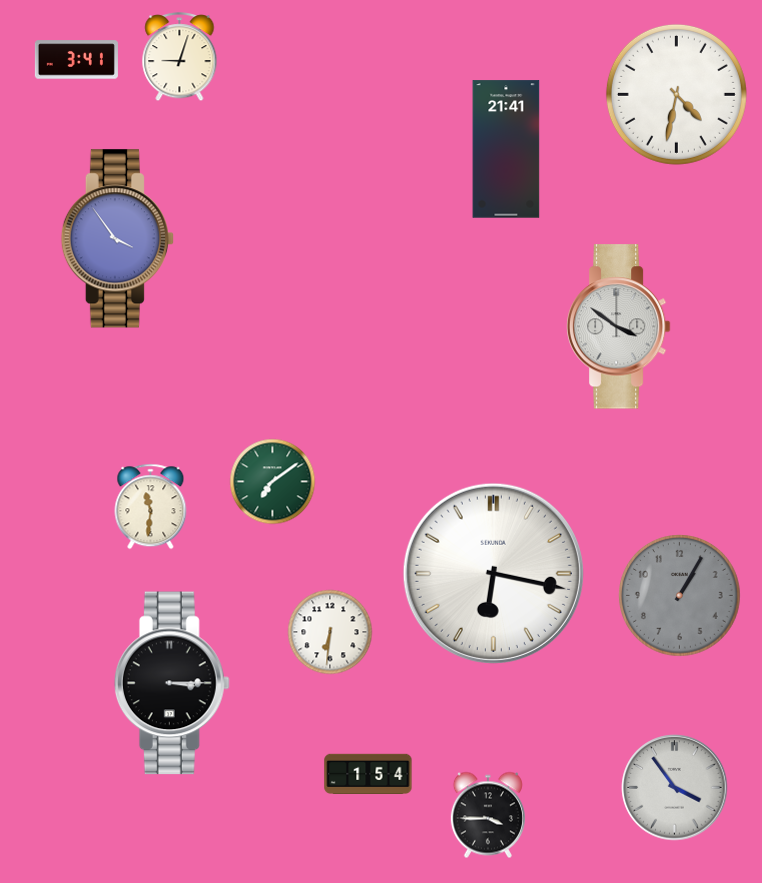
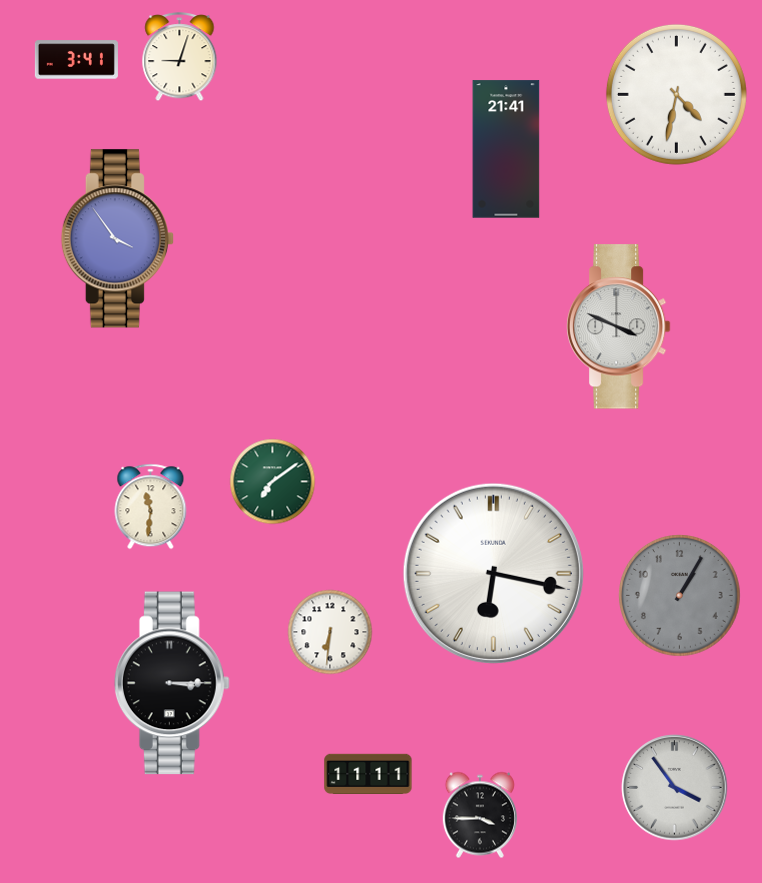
clock at (618, 327): 3:51 -> 3:49
clock at (368, 773): 1:54 -> 11:11
clock at (488, 815) position: (488, 815) -> (480, 815)
